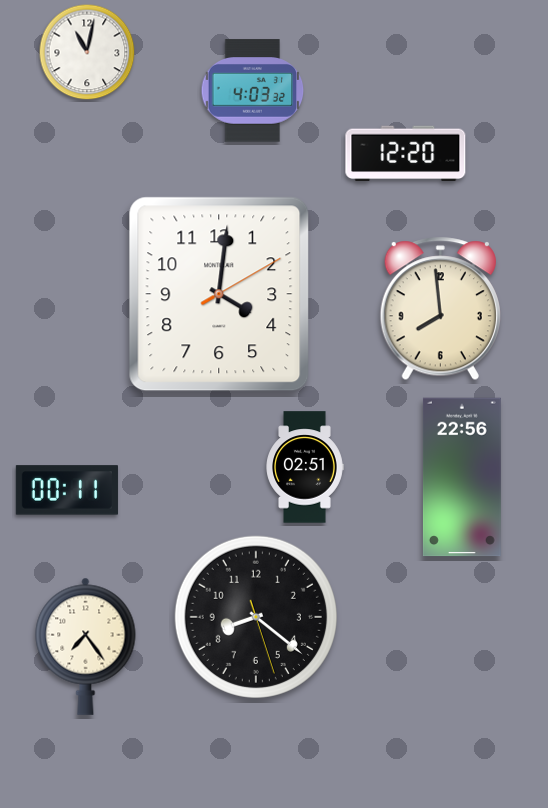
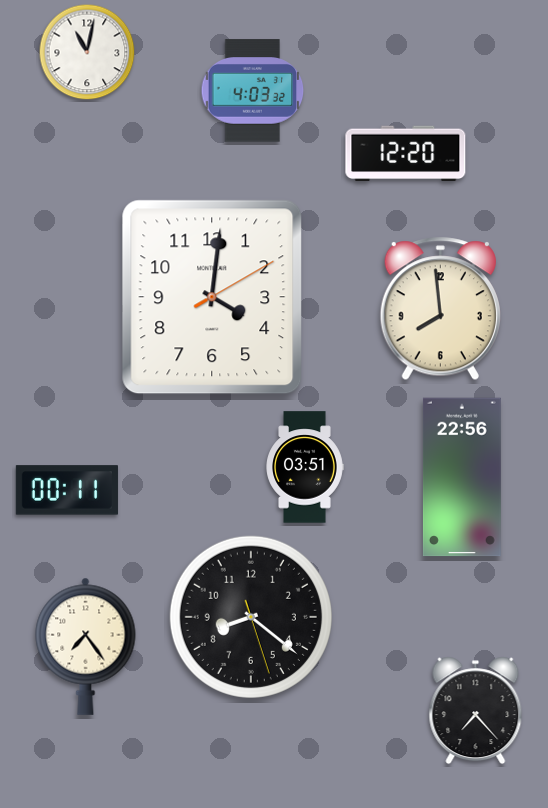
clock at (219, 294) position: (219, 294) -> (212, 297)
clock at (305, 467): 02:51 -> 03:51
clock at (256, 617) position: (256, 617) -> (251, 617)
clock at (476, 711): none -> 7:23
